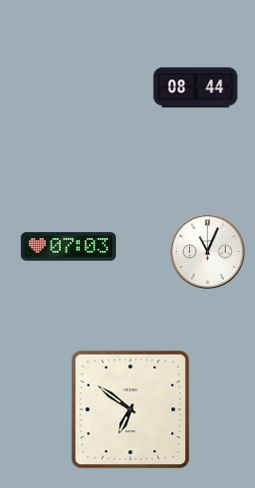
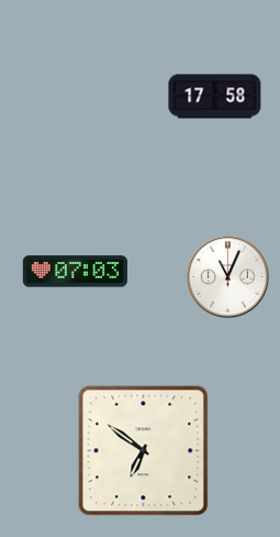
clock at (196, 88): 08:44 -> 17:58
